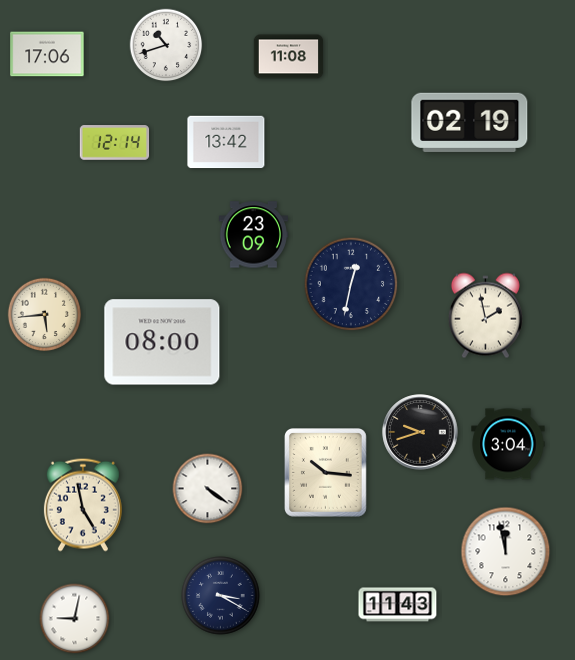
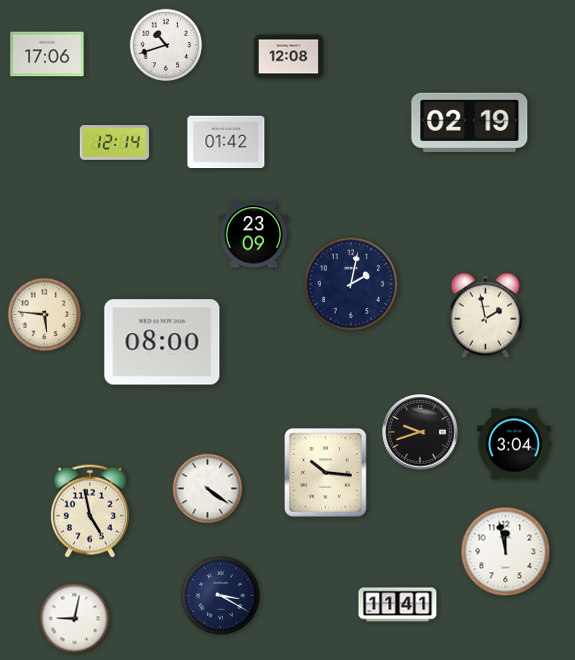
clock at (289, 57): 11:08 -> 12:08
clock at (226, 142): 13:42 -> 01:42
clock at (351, 284): 12:32 -> 2:02
clock at (45, 315): 5:44 -> 5:46
clock at (508, 444) position: (508, 444) -> (514, 444)
clock at (83, 505) position: (83, 505) -> (90, 511)
clock at (398, 605): 11:43 -> 11:41
